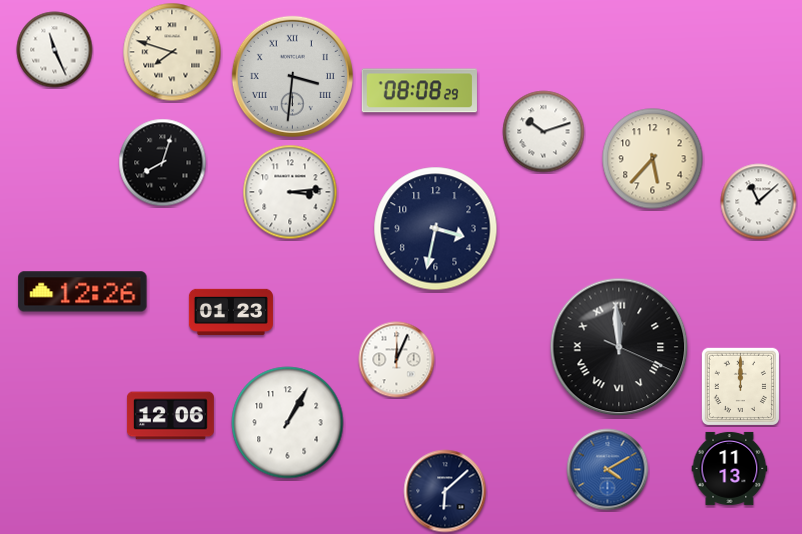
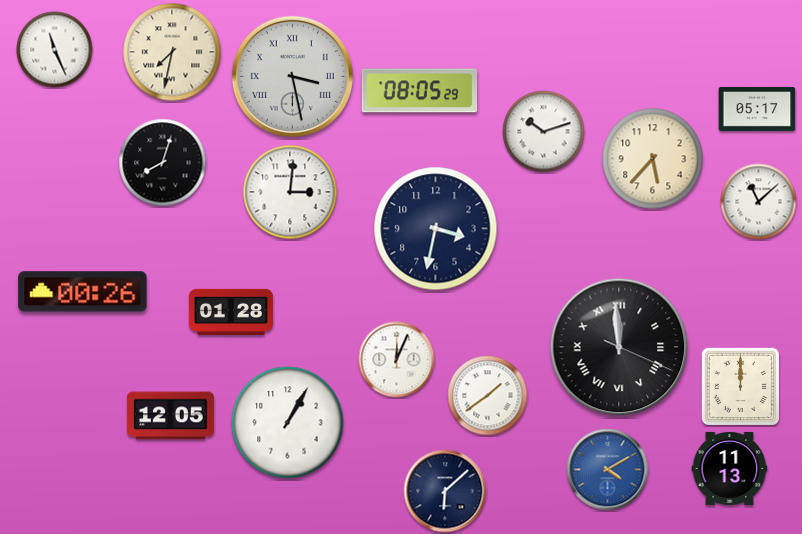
clock at (172, 52): 7:48 -> 7:32
clock at (292, 76): 3:31 -> 3:28
clock at (419, 91): 08:08 -> 08:05
clock at (757, 109): none -> 05:17
clock at (290, 192): 3:14 -> 3:01
clock at (83, 292): 12:26 -> 00:26
clock at (231, 312): 01:23 -> 01:28
clock at (488, 396): none -> 1:39
clock at (170, 416): 12:06 -> 12:05
